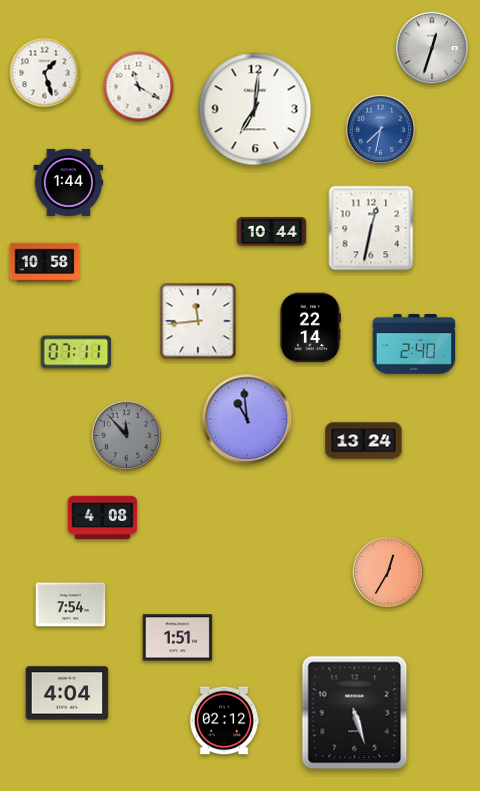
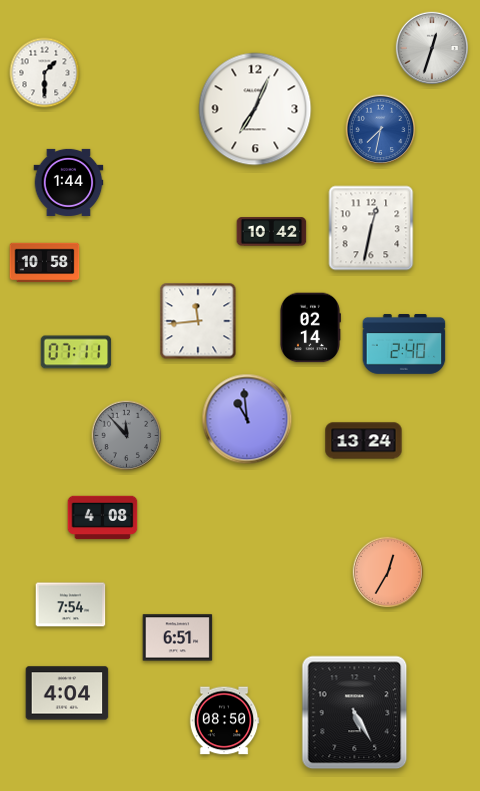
clock at (45, 73): 1:27 -> 1:30
clock at (139, 87): 11:20 -> none
clock at (255, 109): 7:01 -> 7:04
clock at (272, 232): 10:44 -> 10:42
clock at (310, 328): 22:14 -> 02:14
clock at (414, 345) position: (414, 345) -> (404, 345)
clock at (178, 638): 1:51 -> 6:51
clock at (355, 713): 5:27 -> 5:25
clock at (224, 721): 02:12 -> 08:50
